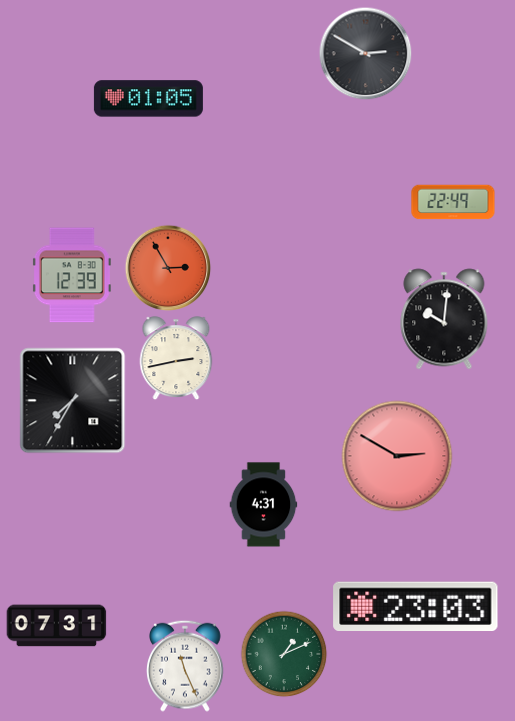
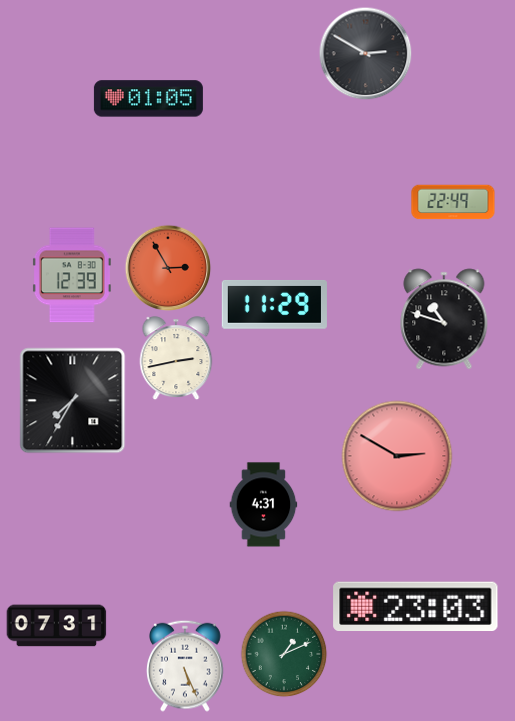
clock at (274, 304): none -> 11:29
clock at (444, 319): 10:01 -> 10:48
clock at (186, 666): 11:26 -> 5:26
